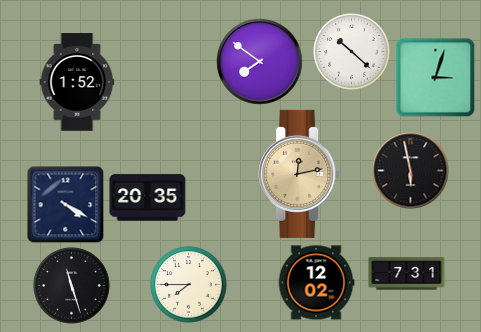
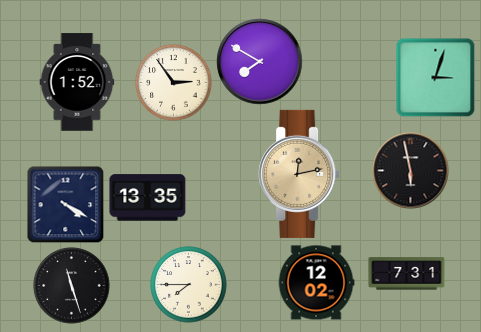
clock at (352, 52): 10:22 -> none
clock at (260, 62): 7:51 -> 7:50
clock at (174, 83): none -> 2:54
clock at (148, 198): 20:35 -> 13:35
